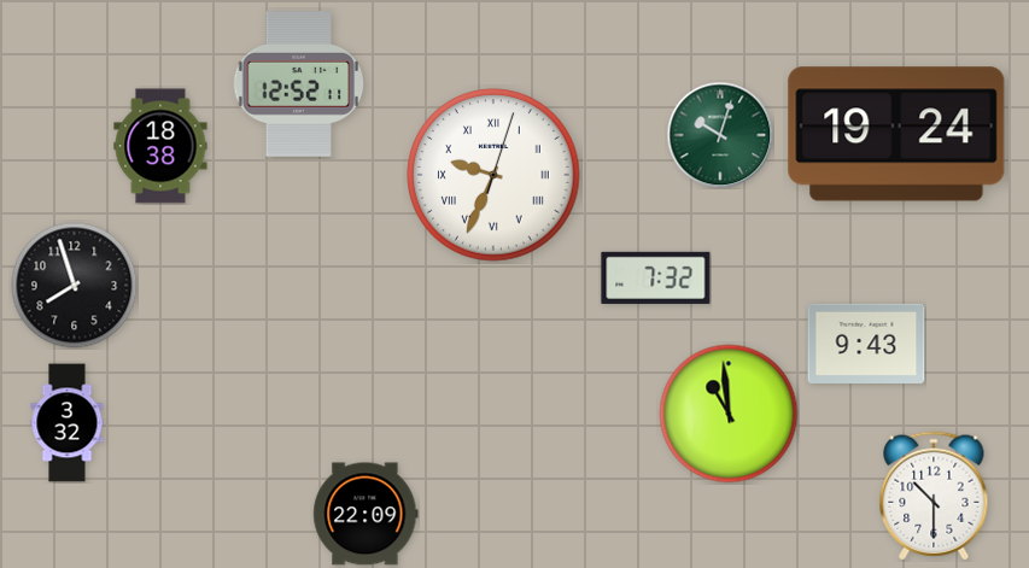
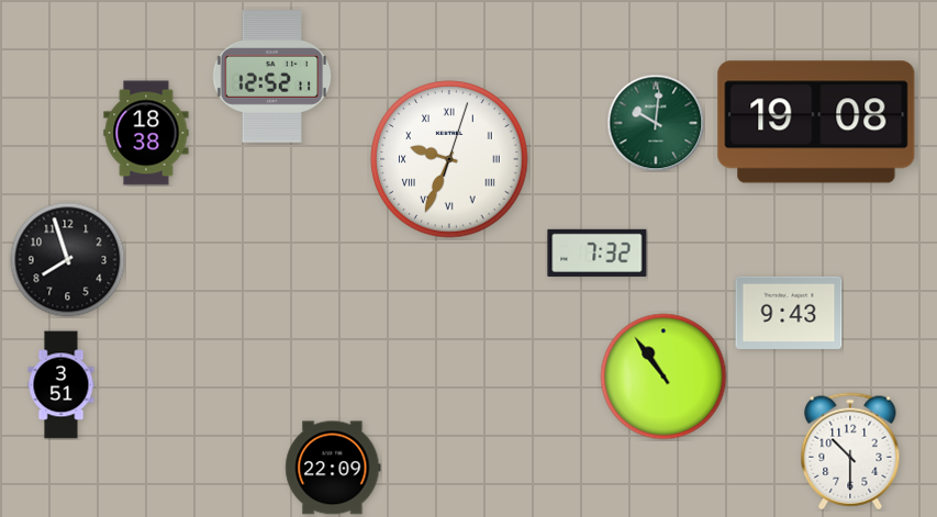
clock at (896, 134): 19:24 -> 19:08
clock at (720, 135): 10:03 -> 10:01
clock at (729, 414): 10:59 -> 10:54
clock at (68, 423): 3:32 -> 3:51
